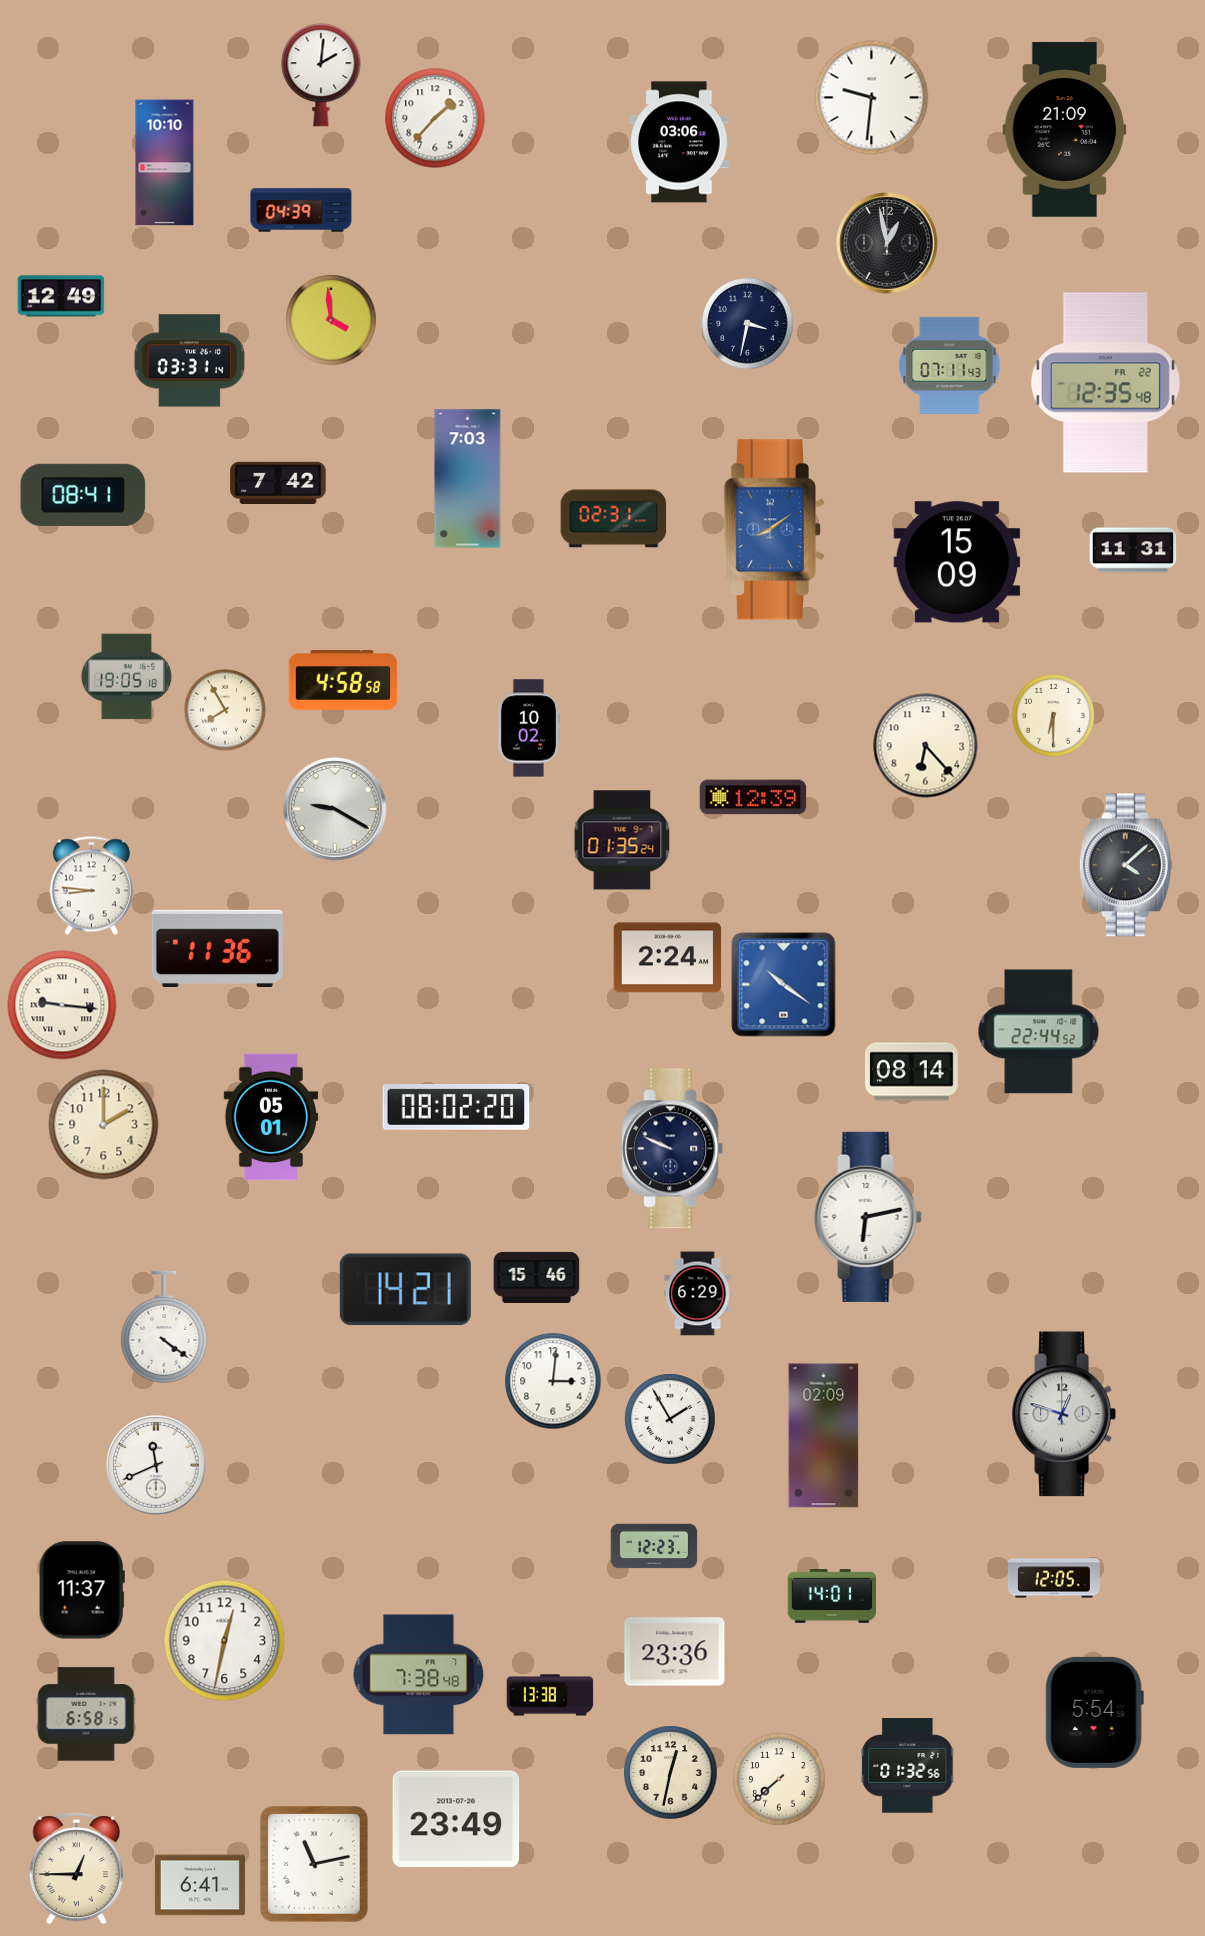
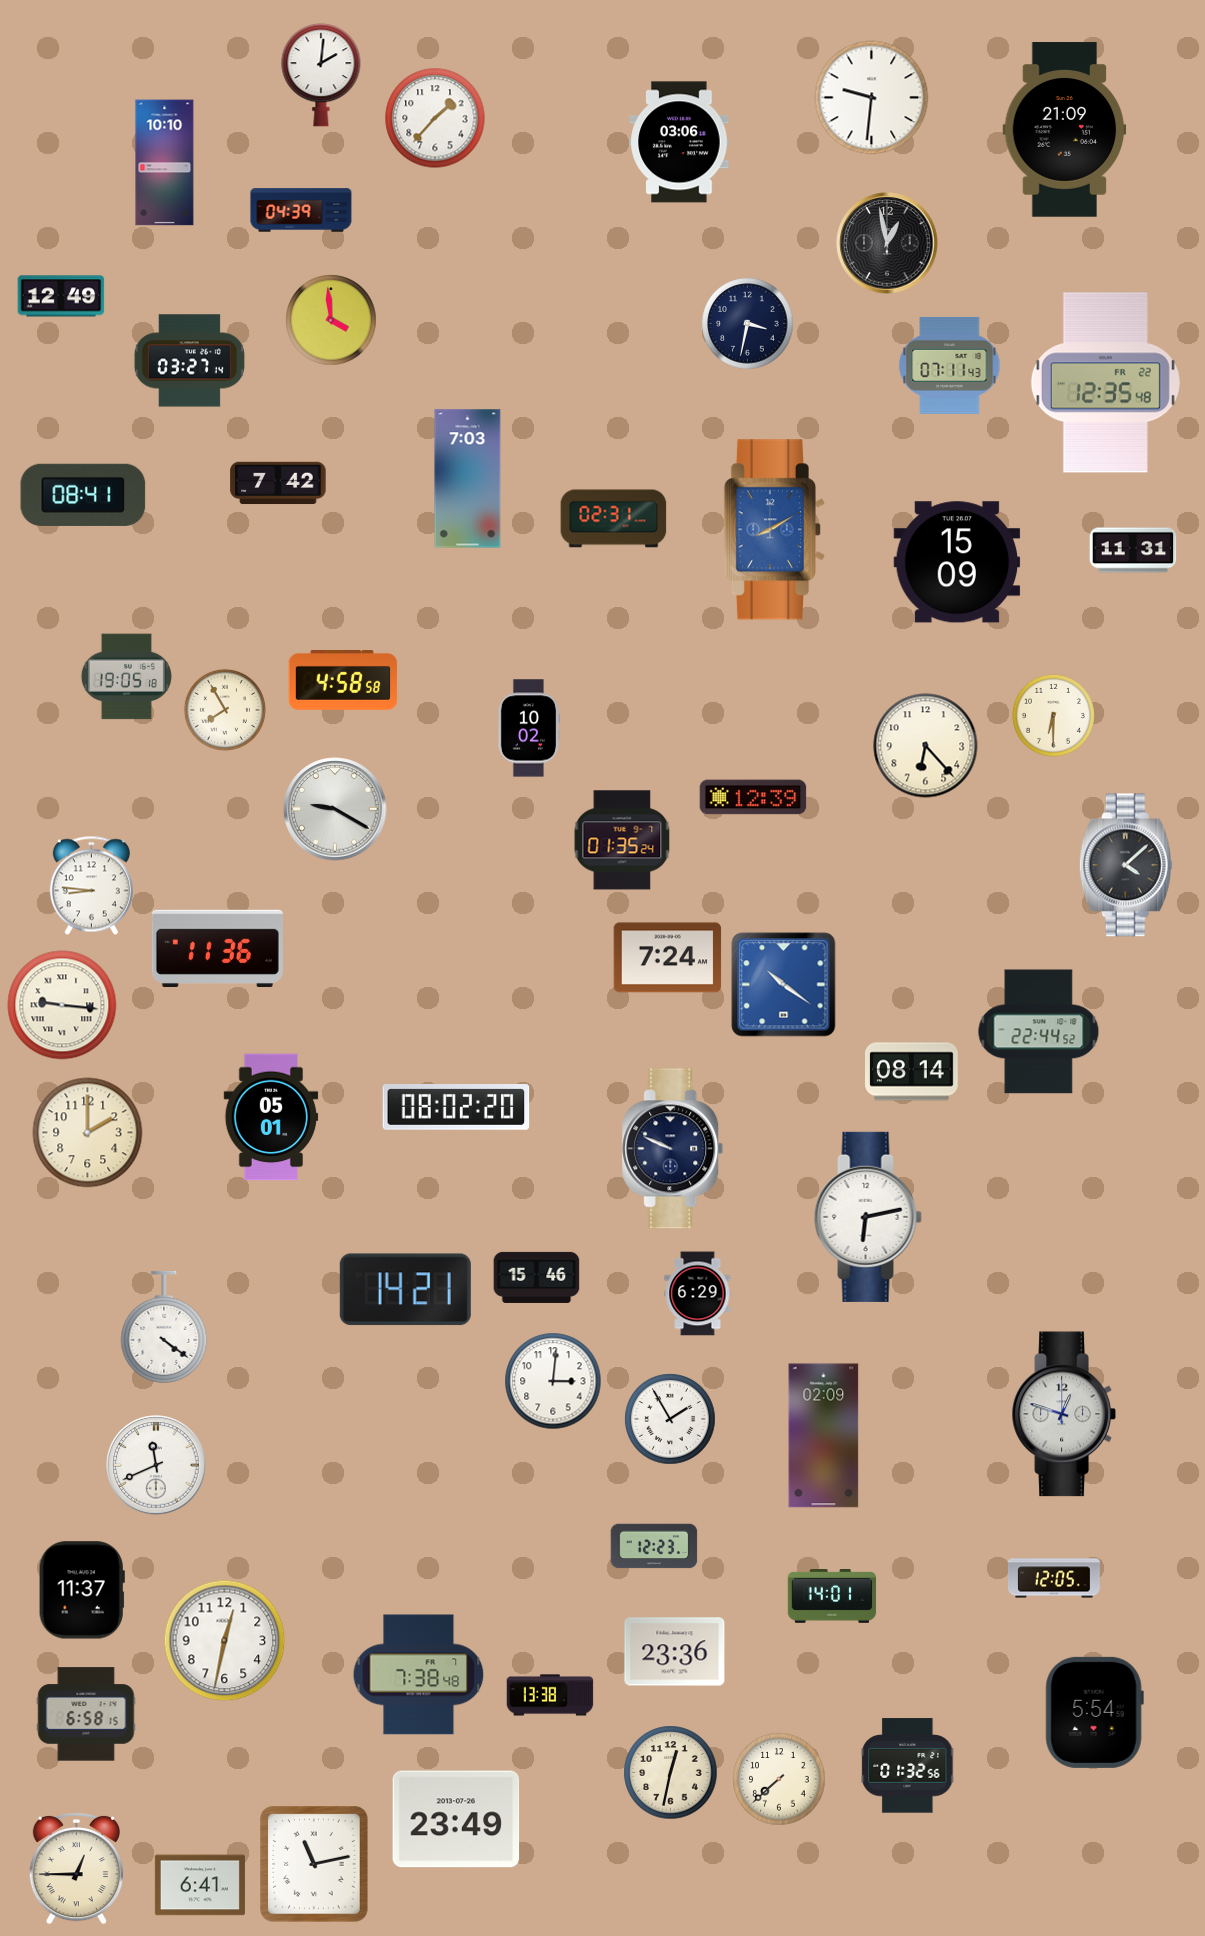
clock at (189, 361): 03:31 -> 03:27
clock at (774, 530): 8:09 -> 8:10
clock at (668, 958): 2:24 -> 7:24
clock at (104, 1125) position: (104, 1125) -> (88, 1133)
